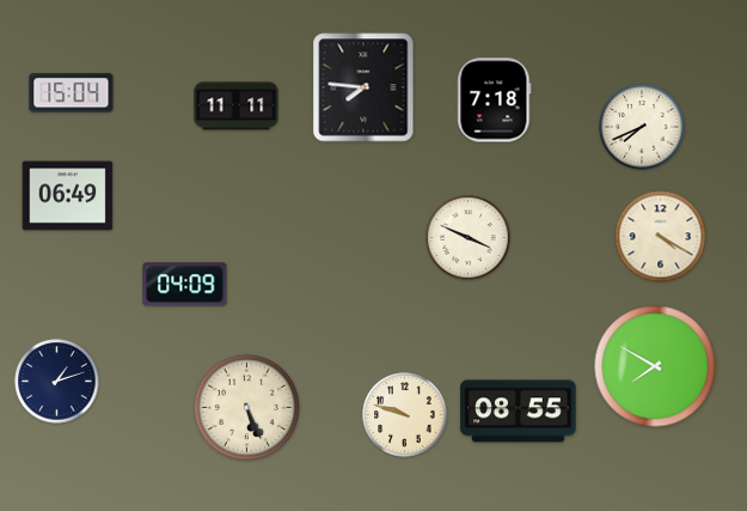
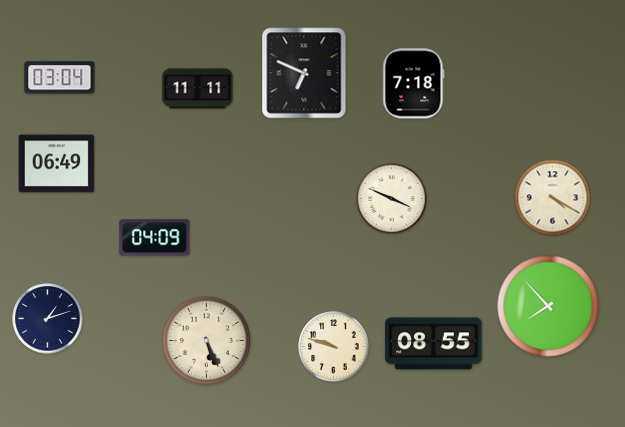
clock at (363, 87): 7:46 -> 6:49
clock at (72, 93): 15:04 -> 03:04
clock at (642, 127): 7:41 -> none
clock at (655, 366): 7:50 -> 7:53
clock at (405, 415) position: (405, 415) -> (334, 347)
